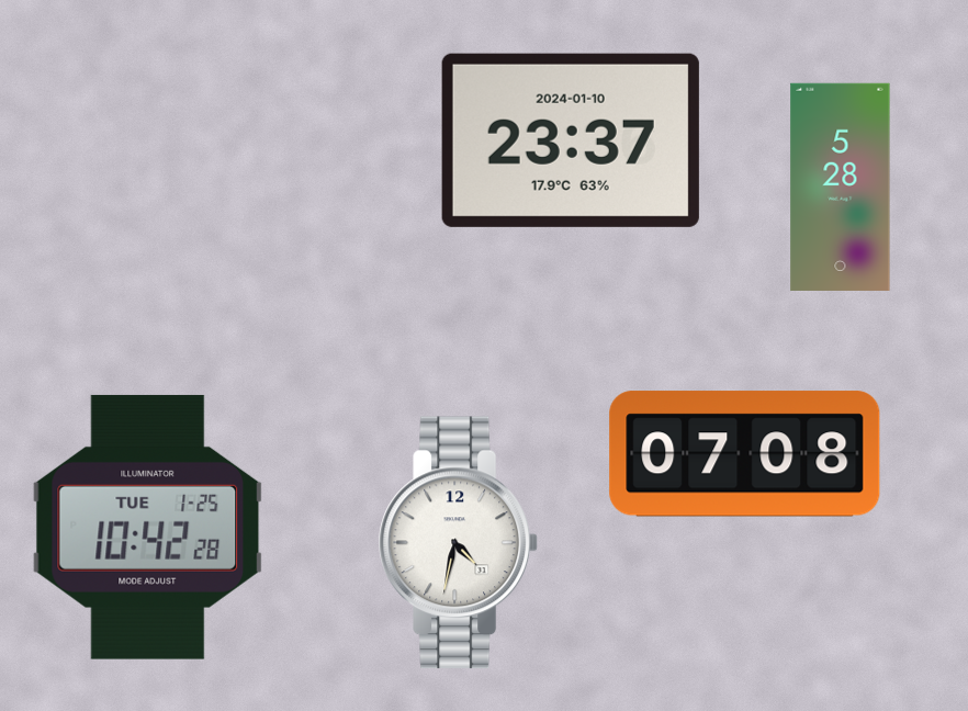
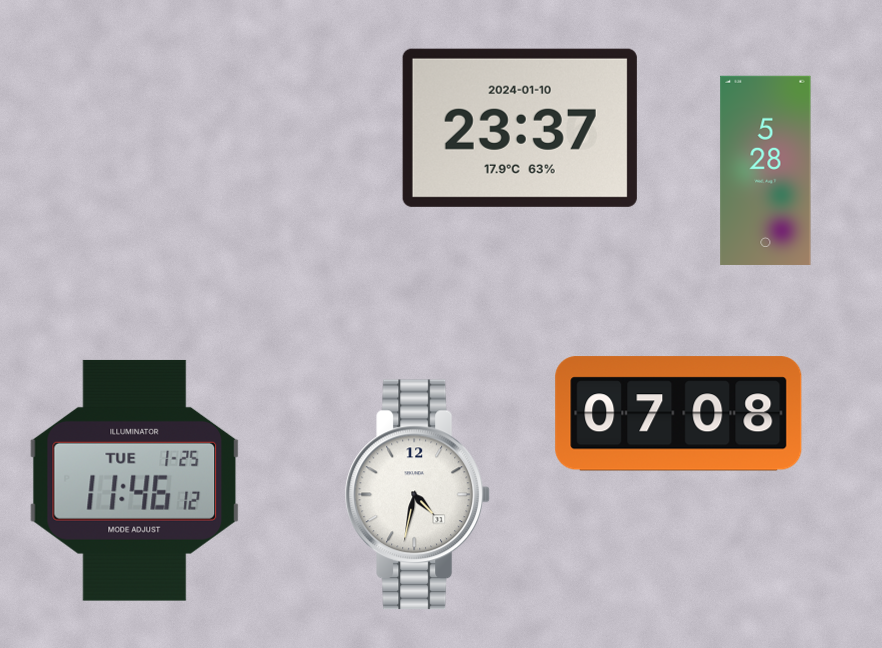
clock at (148, 527): 10:42 -> 11:46
